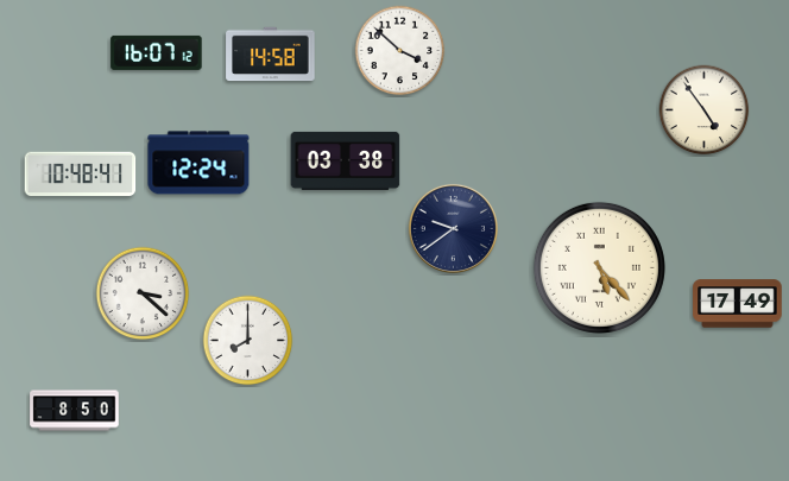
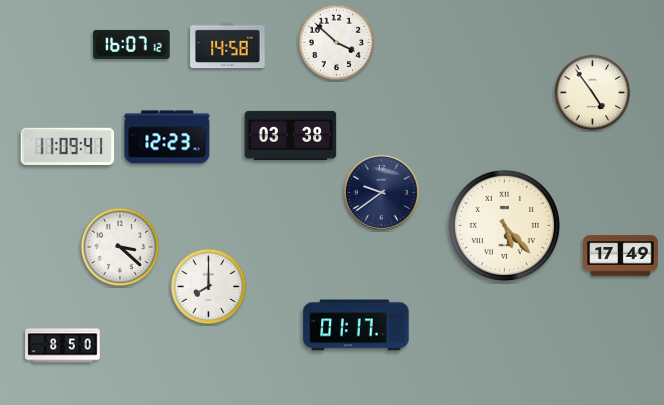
clock at (198, 163): 12:24 -> 12:23
clock at (81, 173): 10:48 -> 11:09
clock at (356, 325): none -> 01:17
